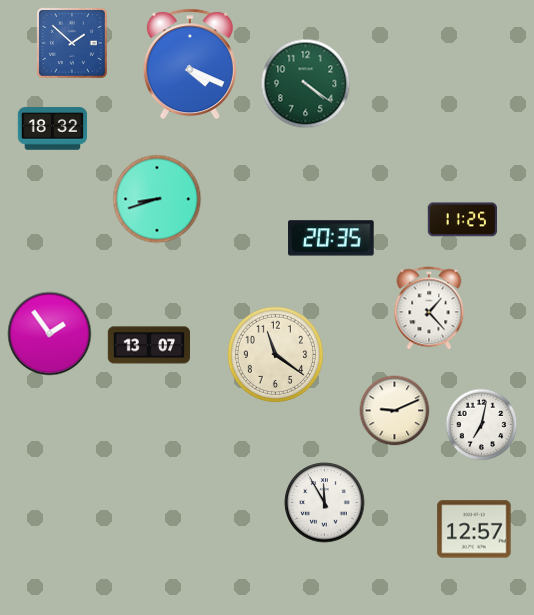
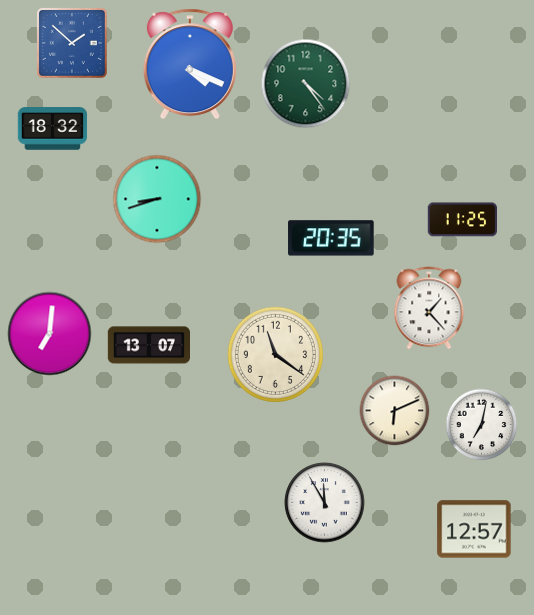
clock at (306, 84): 4:21 -> 4:24
clock at (50, 334): 1:54 -> 7:01
clock at (395, 411): 9:11 -> 6:11
